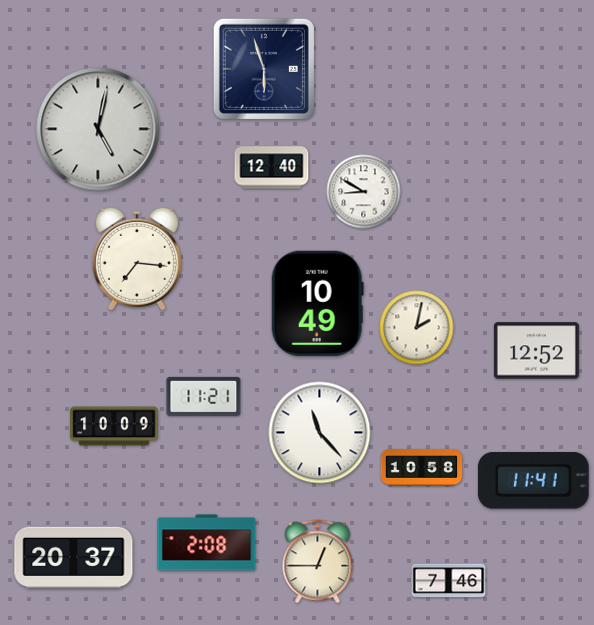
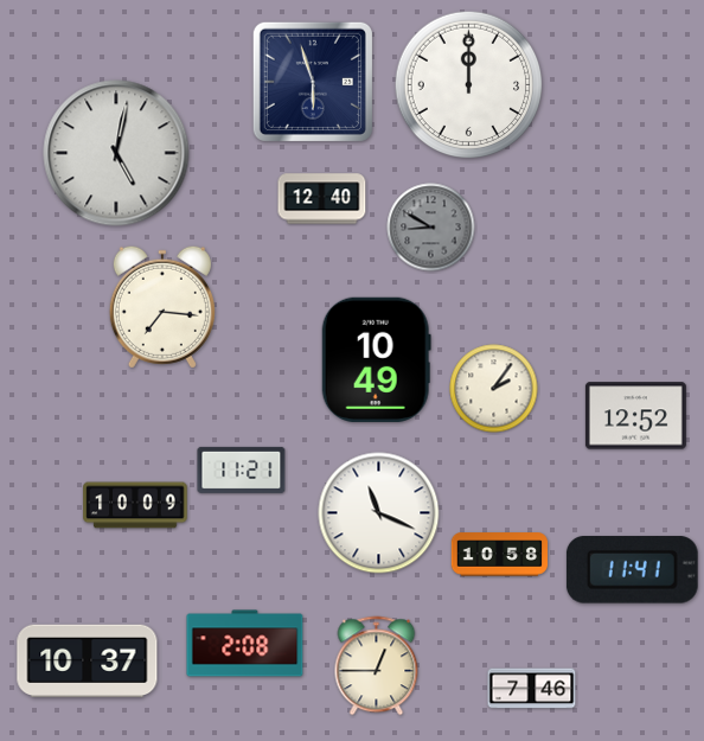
clock at (469, 85): none -> 12:00
clock at (364, 192) dial: white -> grey
clock at (417, 328): 2:02 -> 2:06
clock at (320, 433): 11:23 -> 11:19
clock at (74, 558): 20:37 -> 10:37
